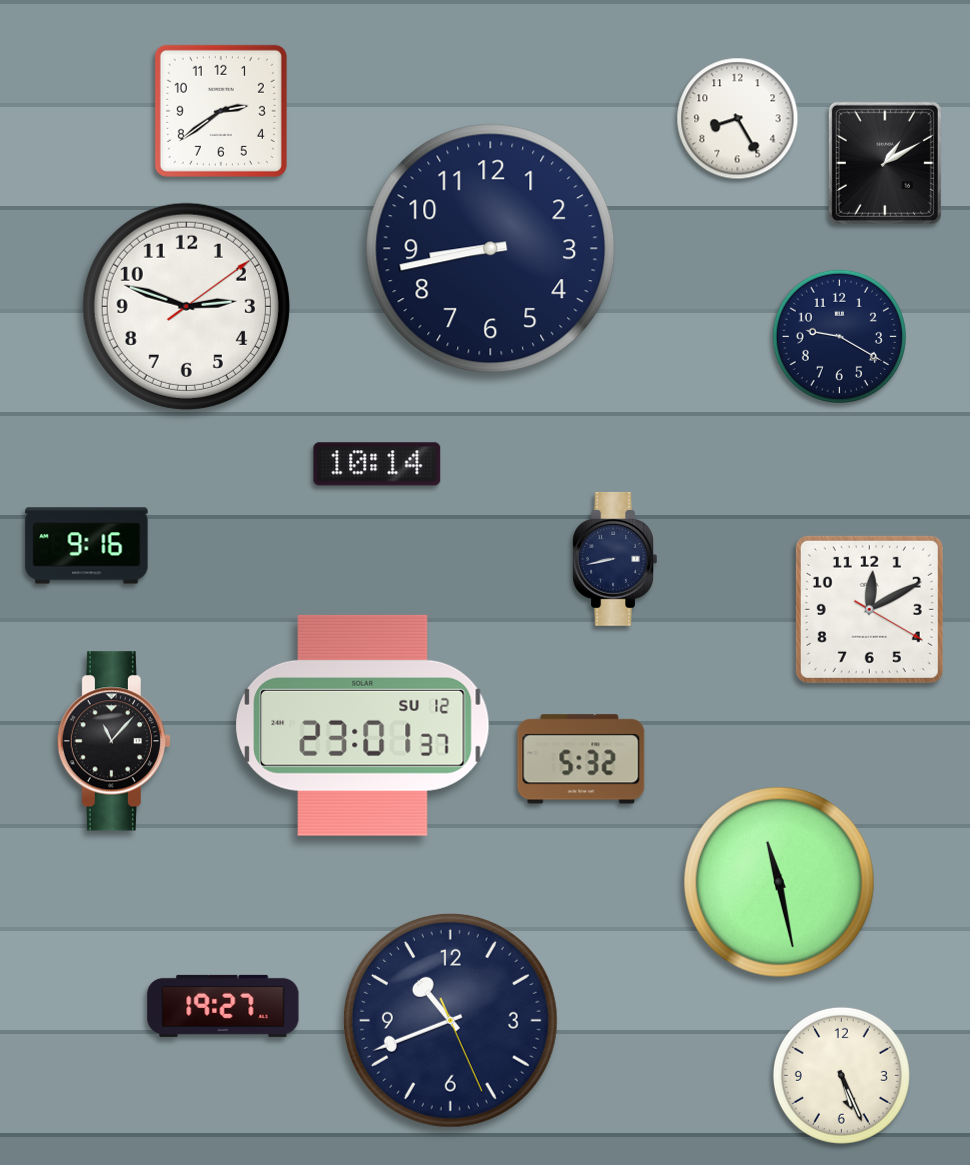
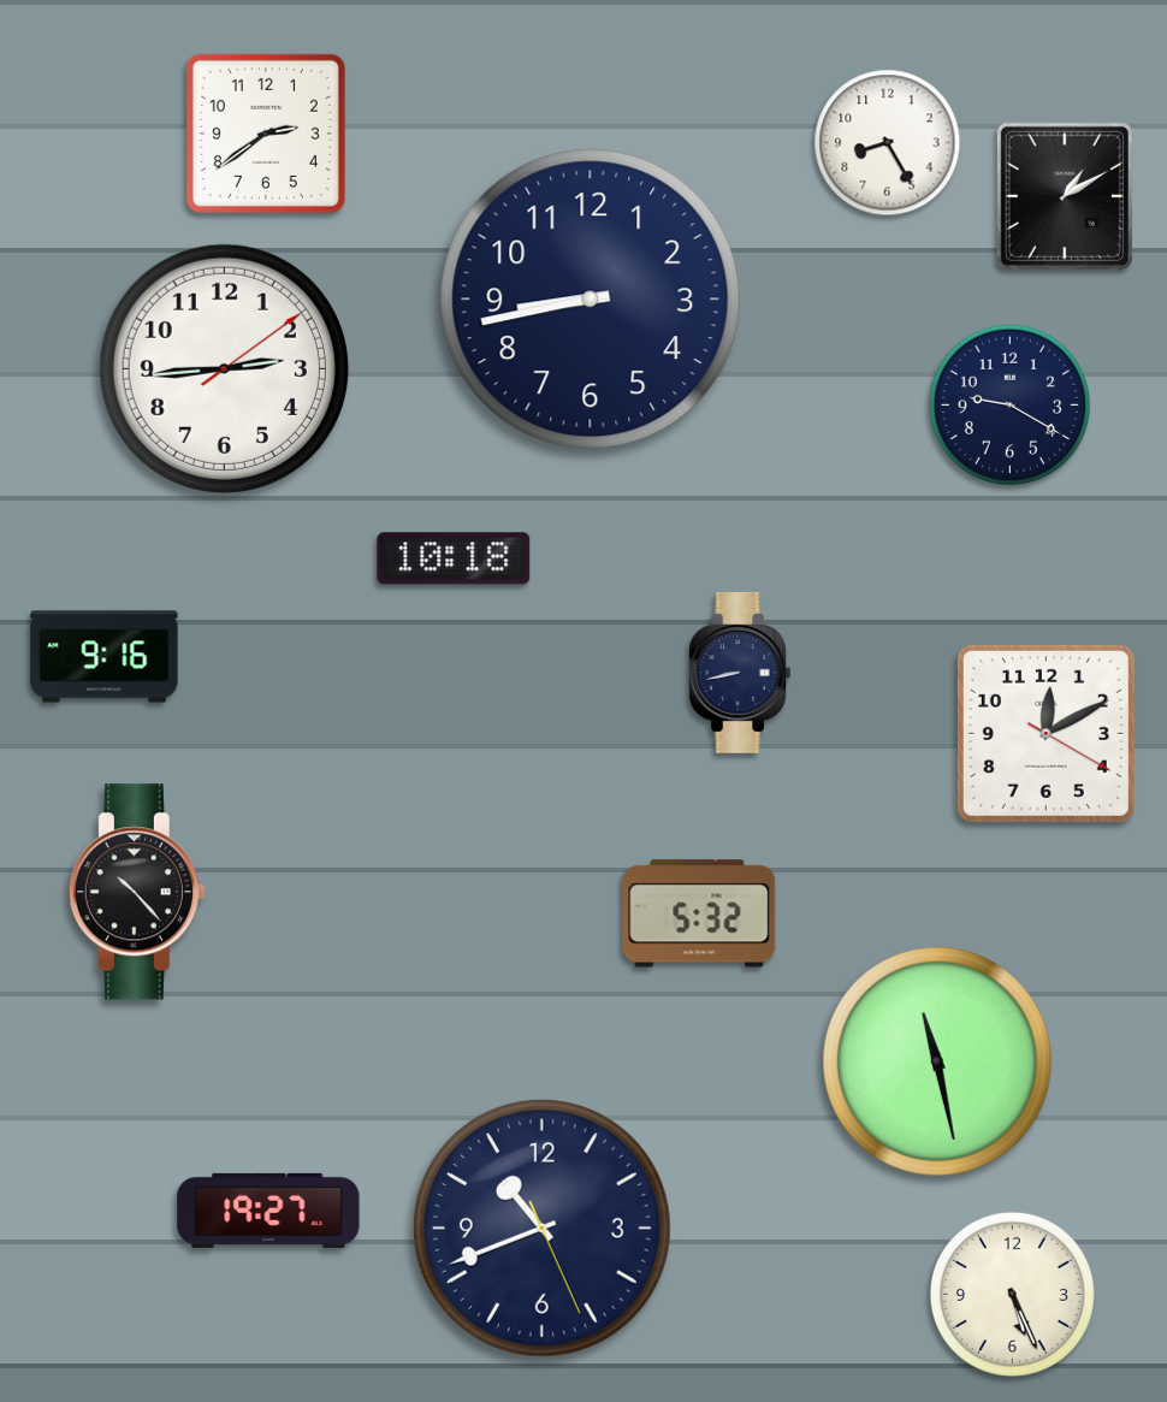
clock at (186, 306): 2:48 -> 2:44
clock at (377, 464): 10:14 -> 10:18
clock at (363, 725): 23:01 -> none
clock at (114, 741): 11:07 -> 10:23
